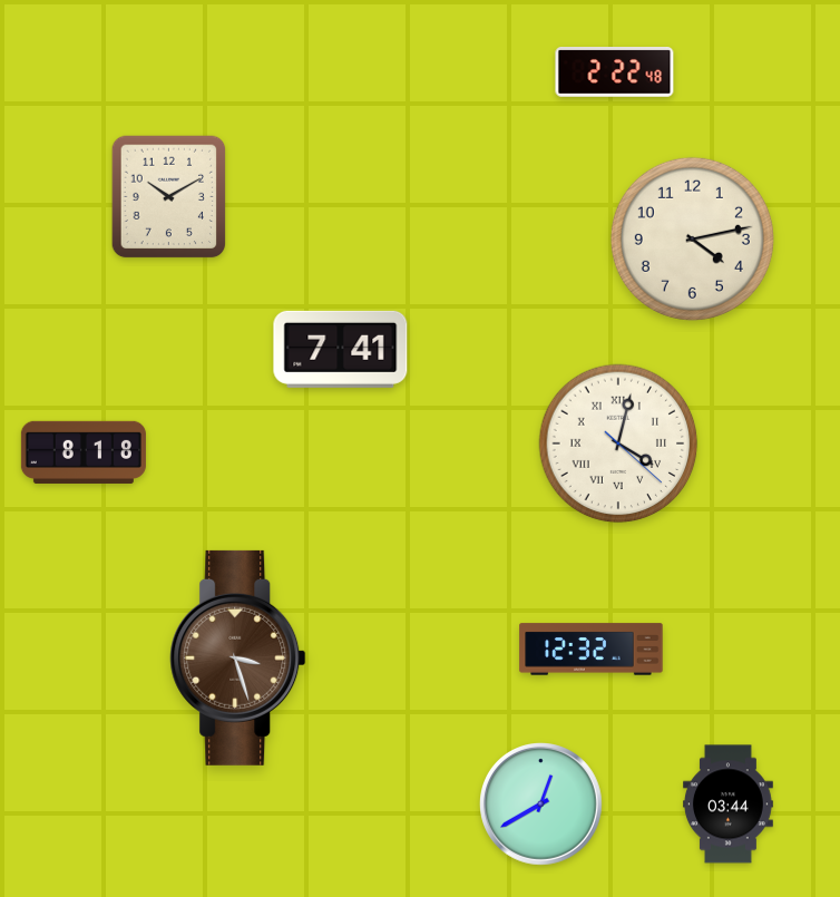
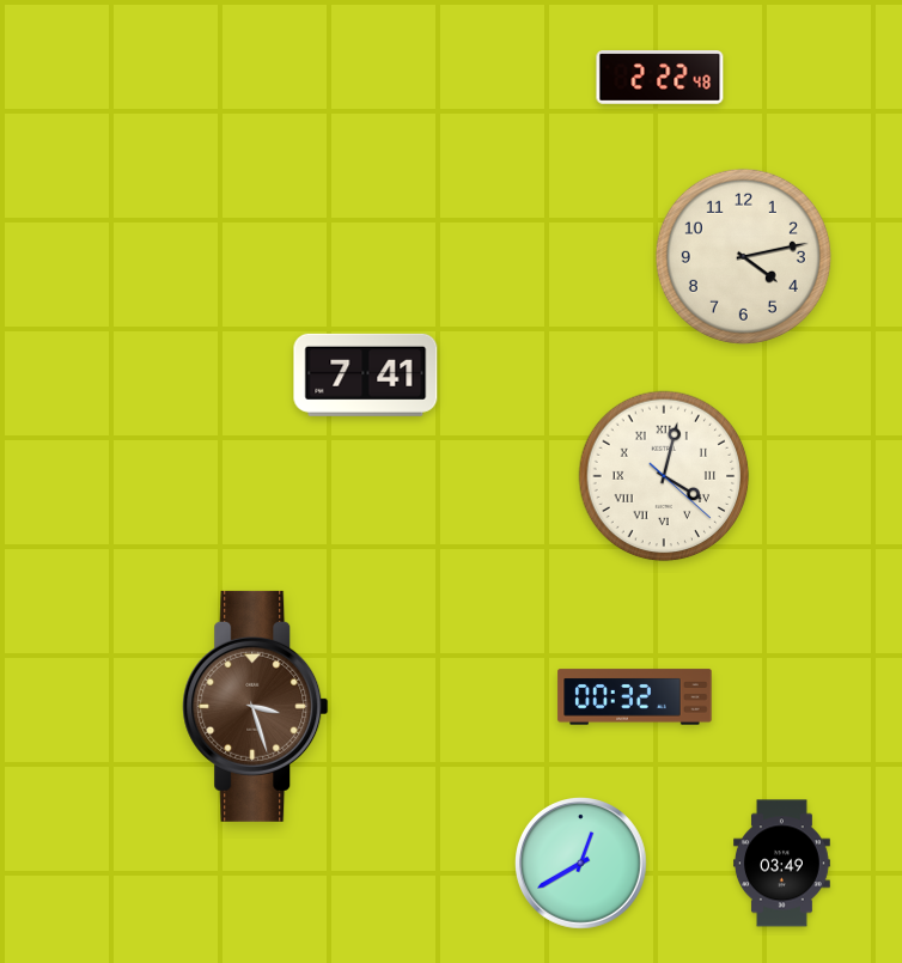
clock at (169, 197): 10:10 -> none
clock at (84, 452): 8:18 -> none
clock at (592, 650): 12:32 -> 00:32
clock at (729, 805): 03:44 -> 03:49
